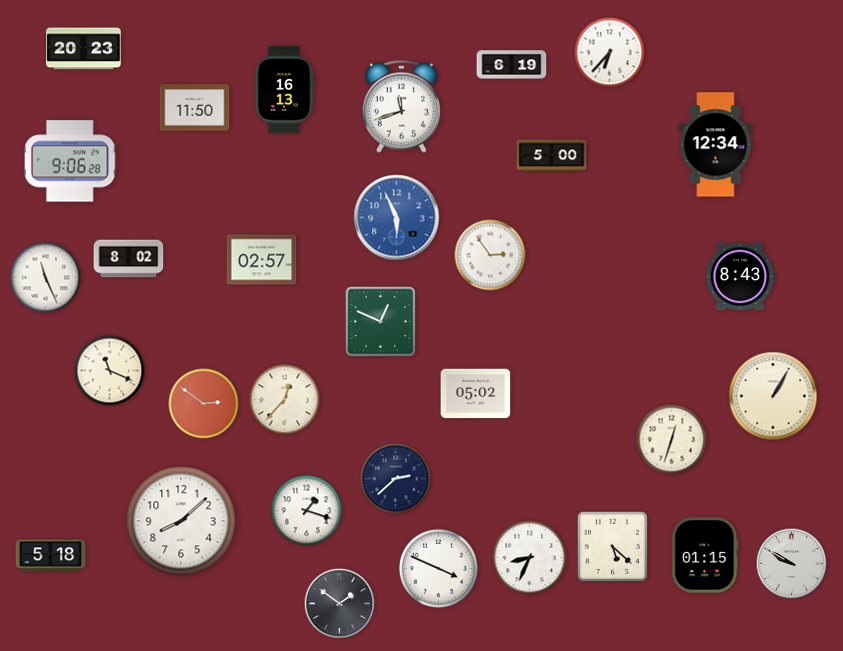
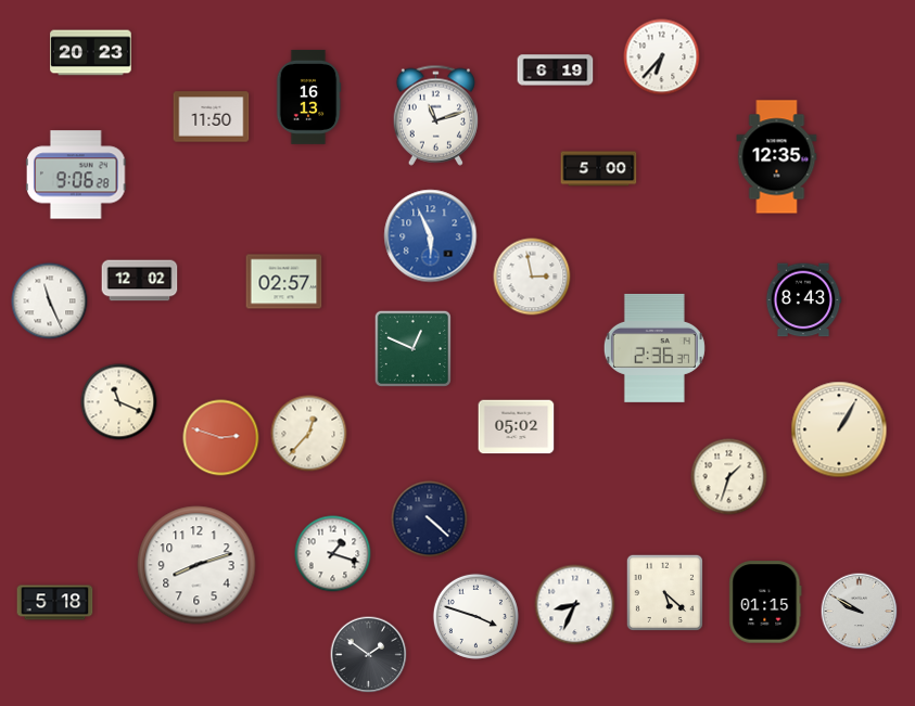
clock at (401, 106): 11:42 -> 11:12
clock at (716, 145): 12:34 -> 12:35
clock at (490, 255): 2:54 -> 2:58
clock at (129, 259): 8:02 -> 12:02
clock at (655, 348): none -> 2:36
clock at (204, 404): 2:51 -> 2:48
clock at (672, 440): 12:33 -> 1:33
clock at (396, 479): 2:38 -> 4:22
clock at (181, 521): 8:08 -> 8:12
clock at (438, 568): 3:49 -> 3:48
